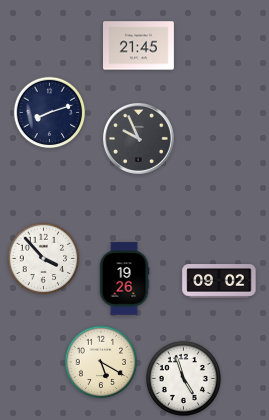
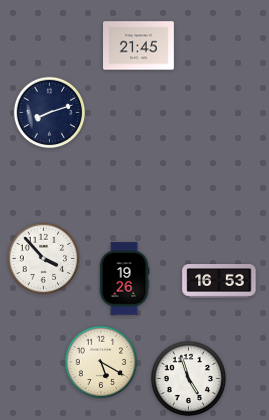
clock at (139, 139): 9:56 -> none
clock at (219, 282): 09:02 -> 16:53
clock at (183, 378) position: (183, 378) -> (188, 378)
